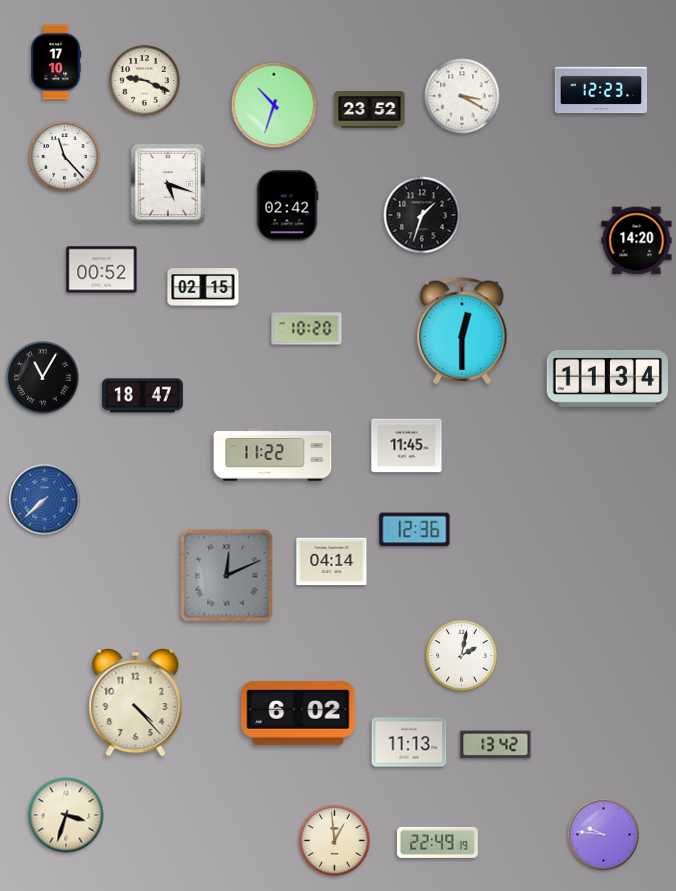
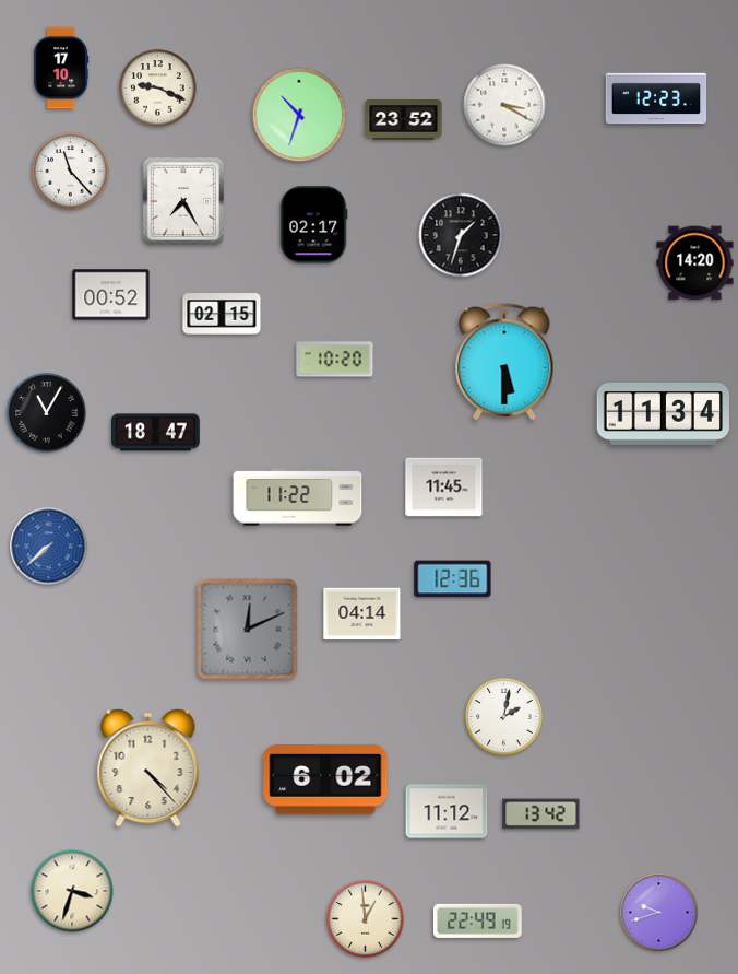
clock at (168, 184): 5:18 -> 7:25
clock at (287, 206): 02:42 -> 02:17
clock at (462, 331): 12:30 -> 5:30
clock at (409, 742): 11:13 -> 11:12
clock at (604, 835): 9:46 -> 9:42
